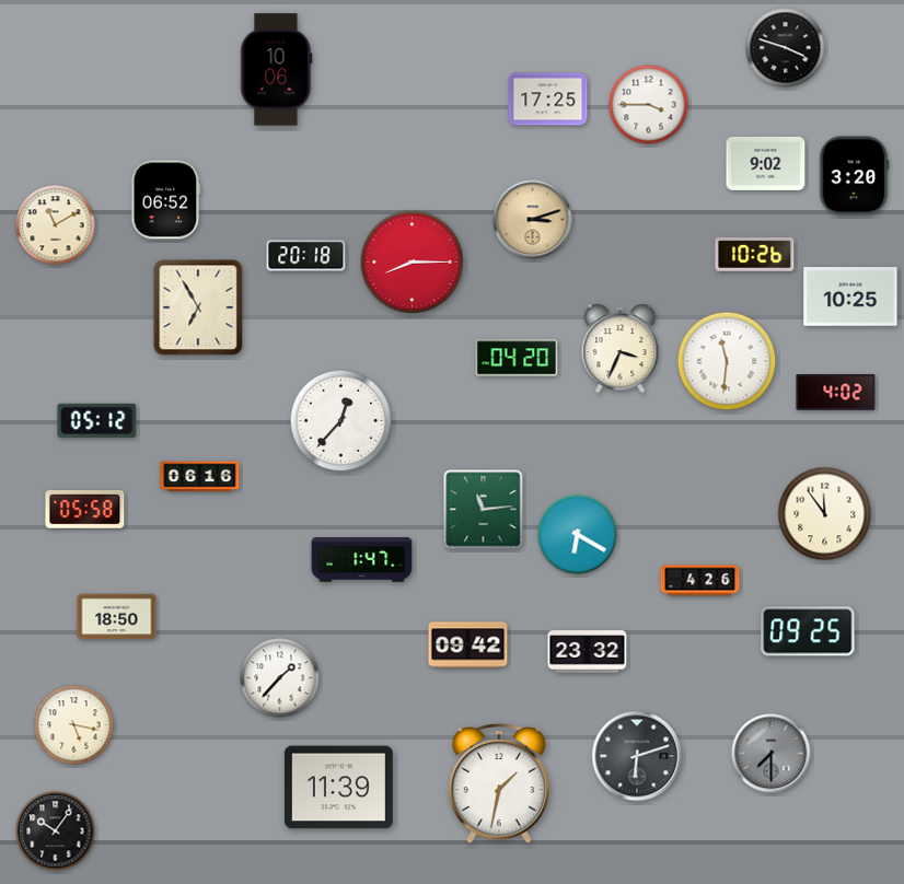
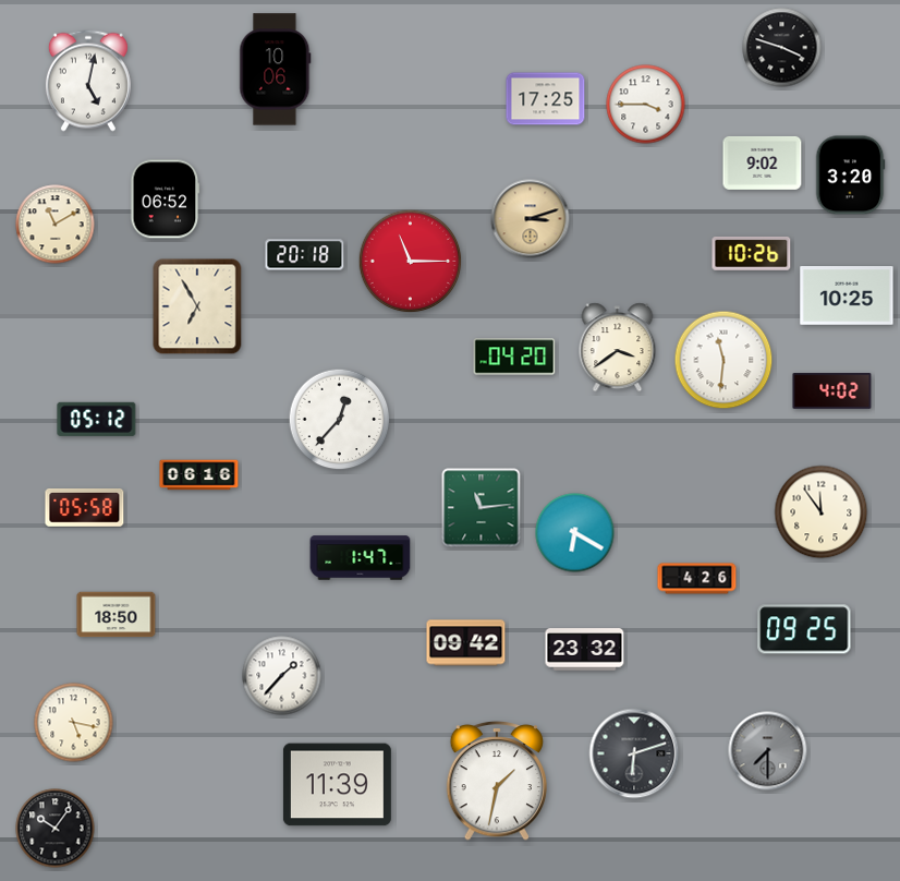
clock at (88, 81): none -> 5:02
clock at (413, 263): 8:15 -> 11:15
clock at (621, 349): 3:34 -> 3:39
clock at (280, 678) position: (280, 678) -> (282, 676)
